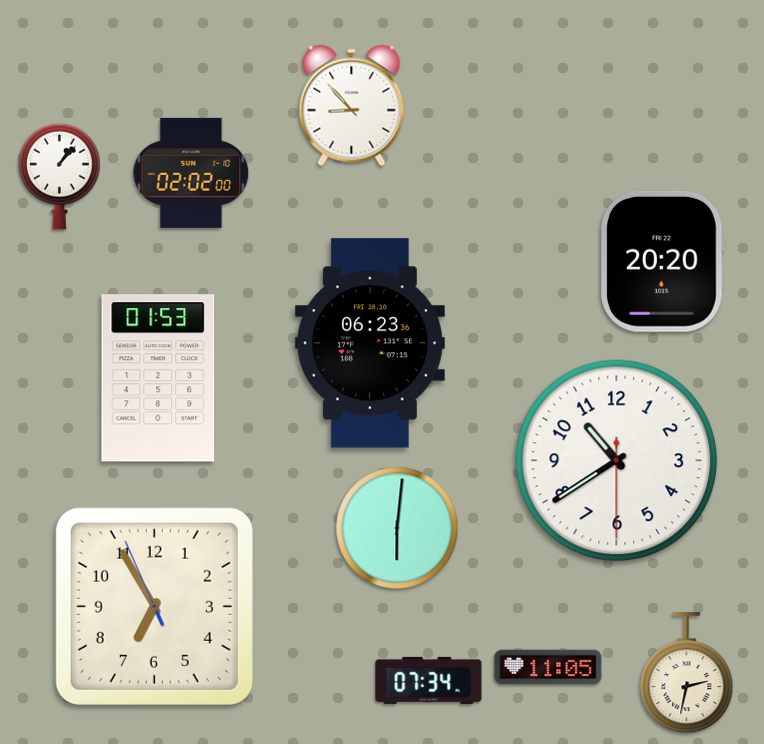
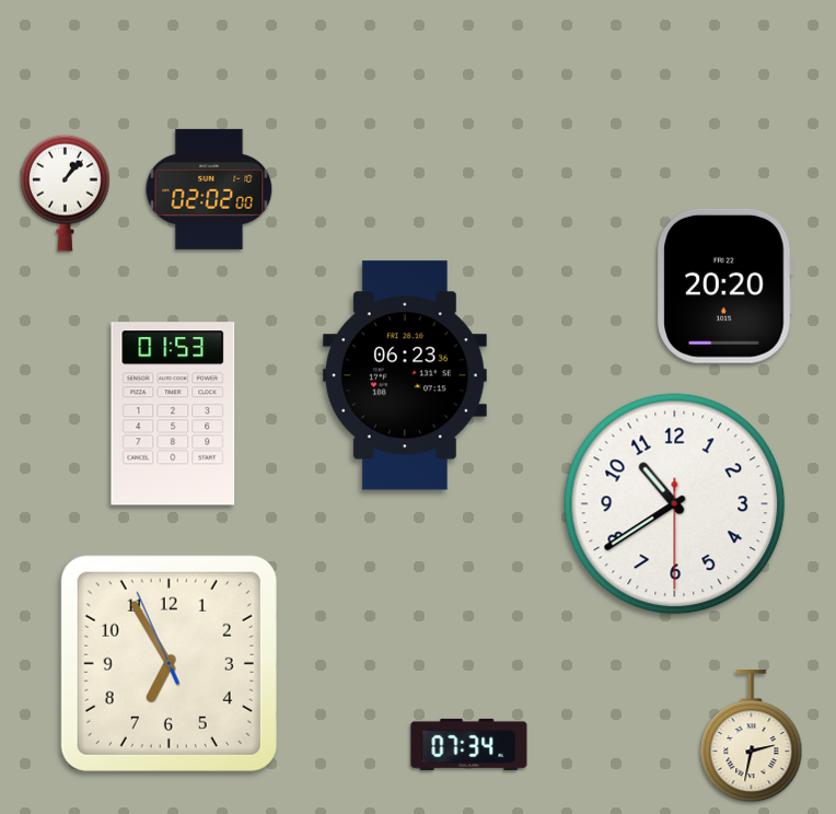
clock at (352, 106): 8:53 -> none
clock at (397, 528): 6:01 -> none
clock at (548, 667): 11:05 -> none
